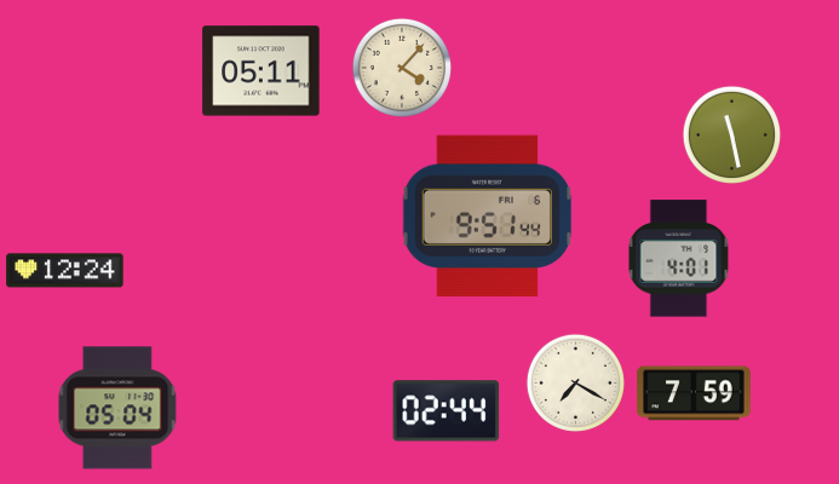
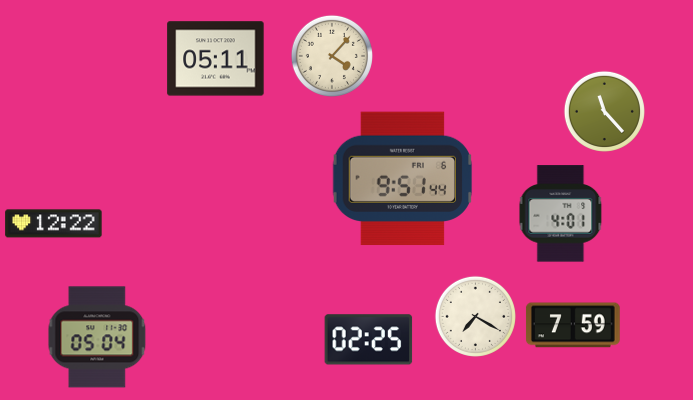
clock at (731, 134): 11:28 -> 11:23
clock at (65, 271): 12:24 -> 12:22
clock at (447, 411): 02:44 -> 02:25
